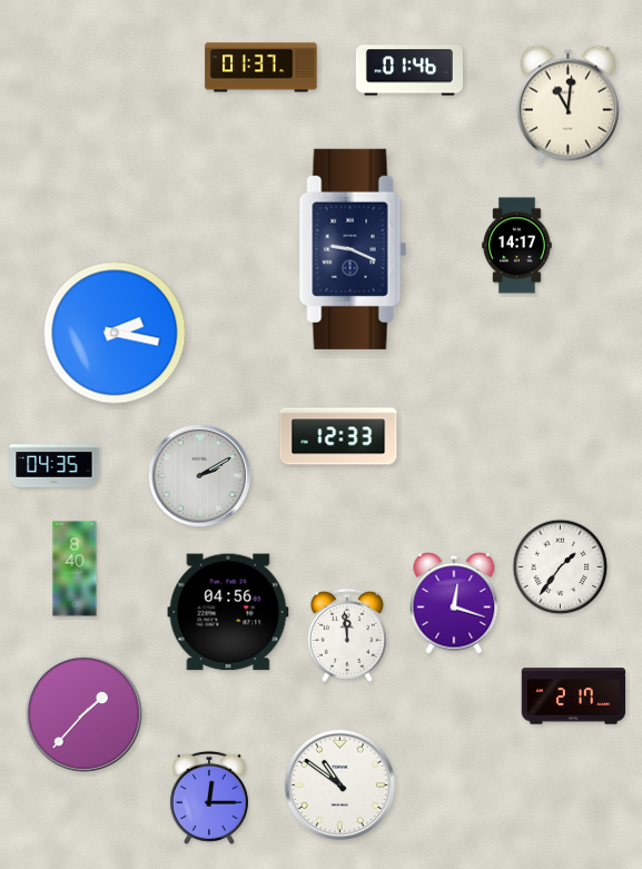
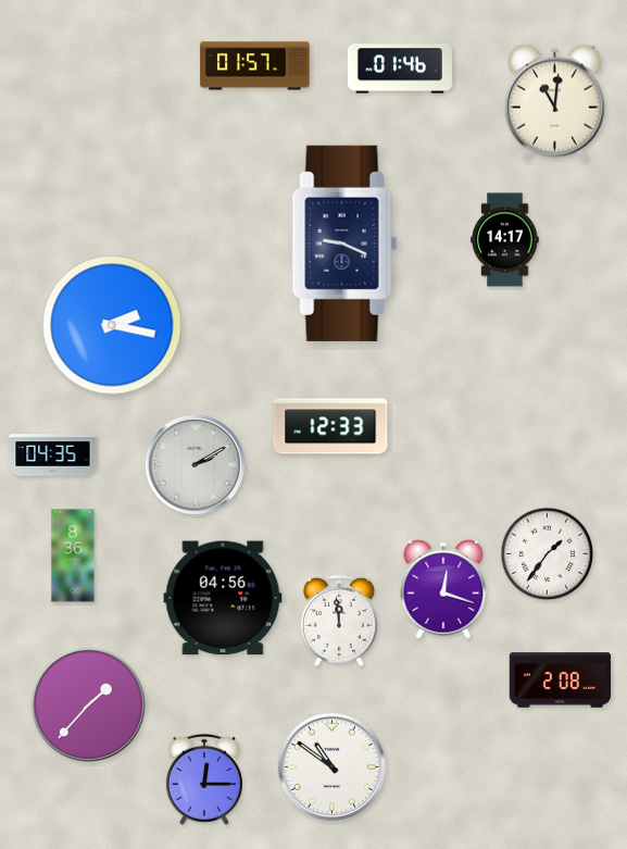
clock at (261, 68): 01:37 -> 01:57
clock at (75, 569): 8:40 -> 8:36
clock at (574, 697): 2:17 -> 2:08
clock at (83, 713) position: (83, 713) -> (88, 704)
